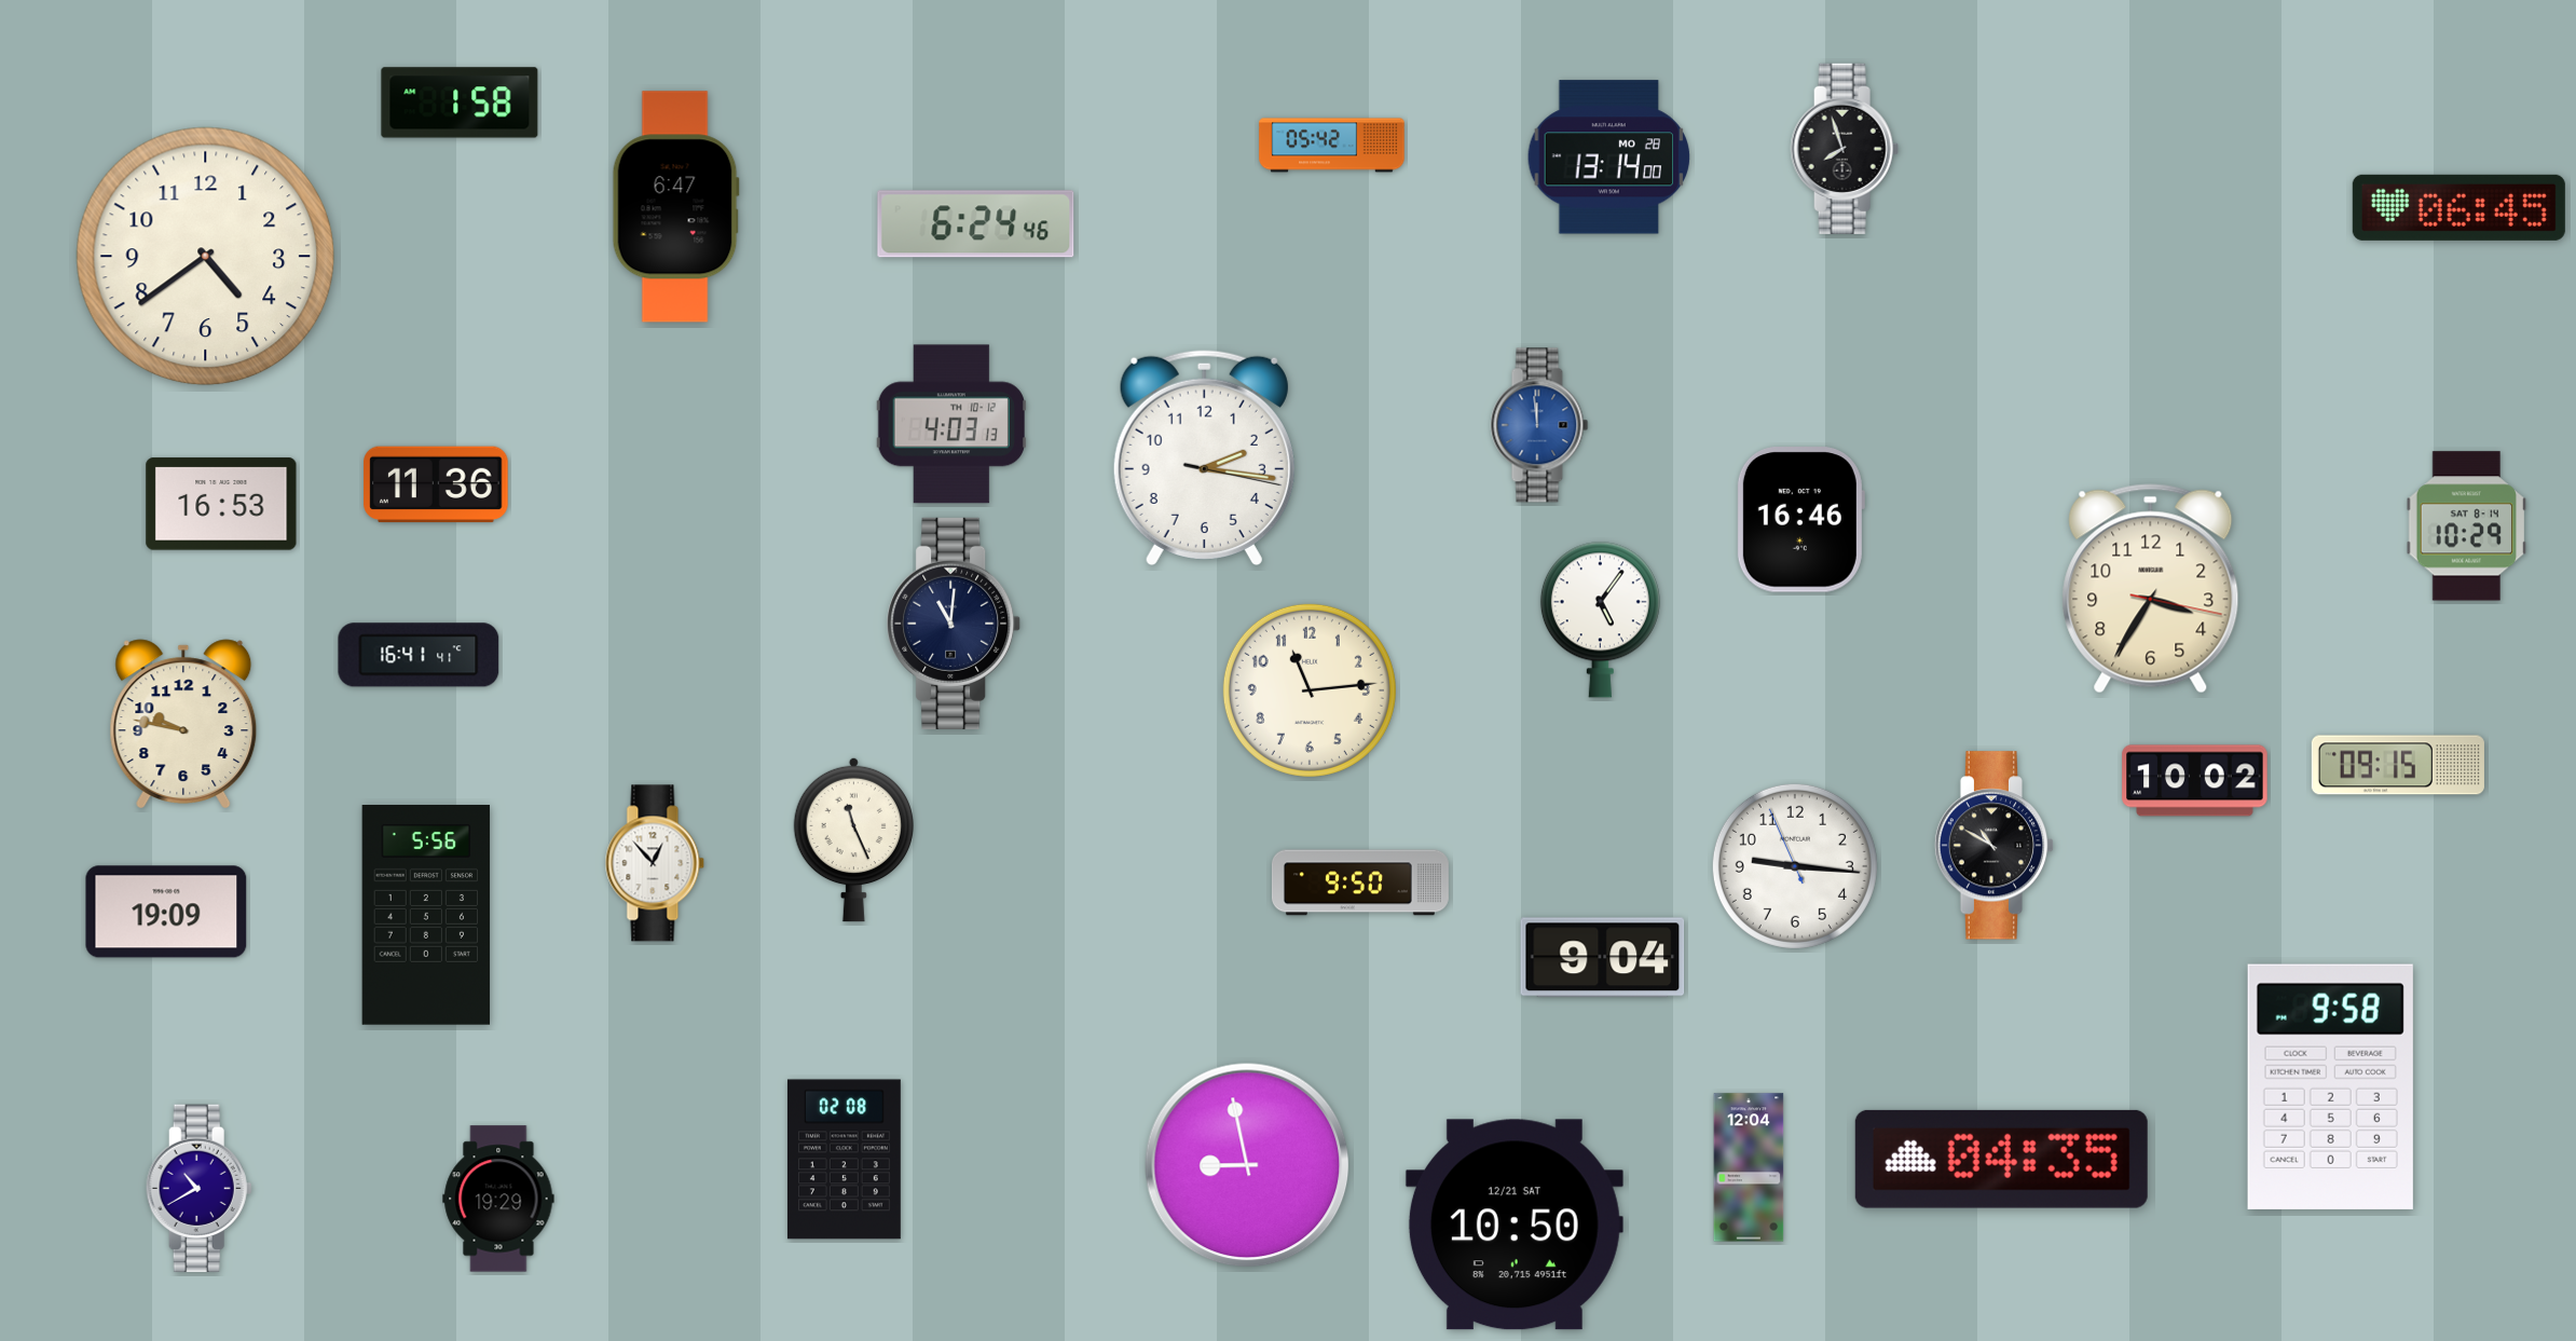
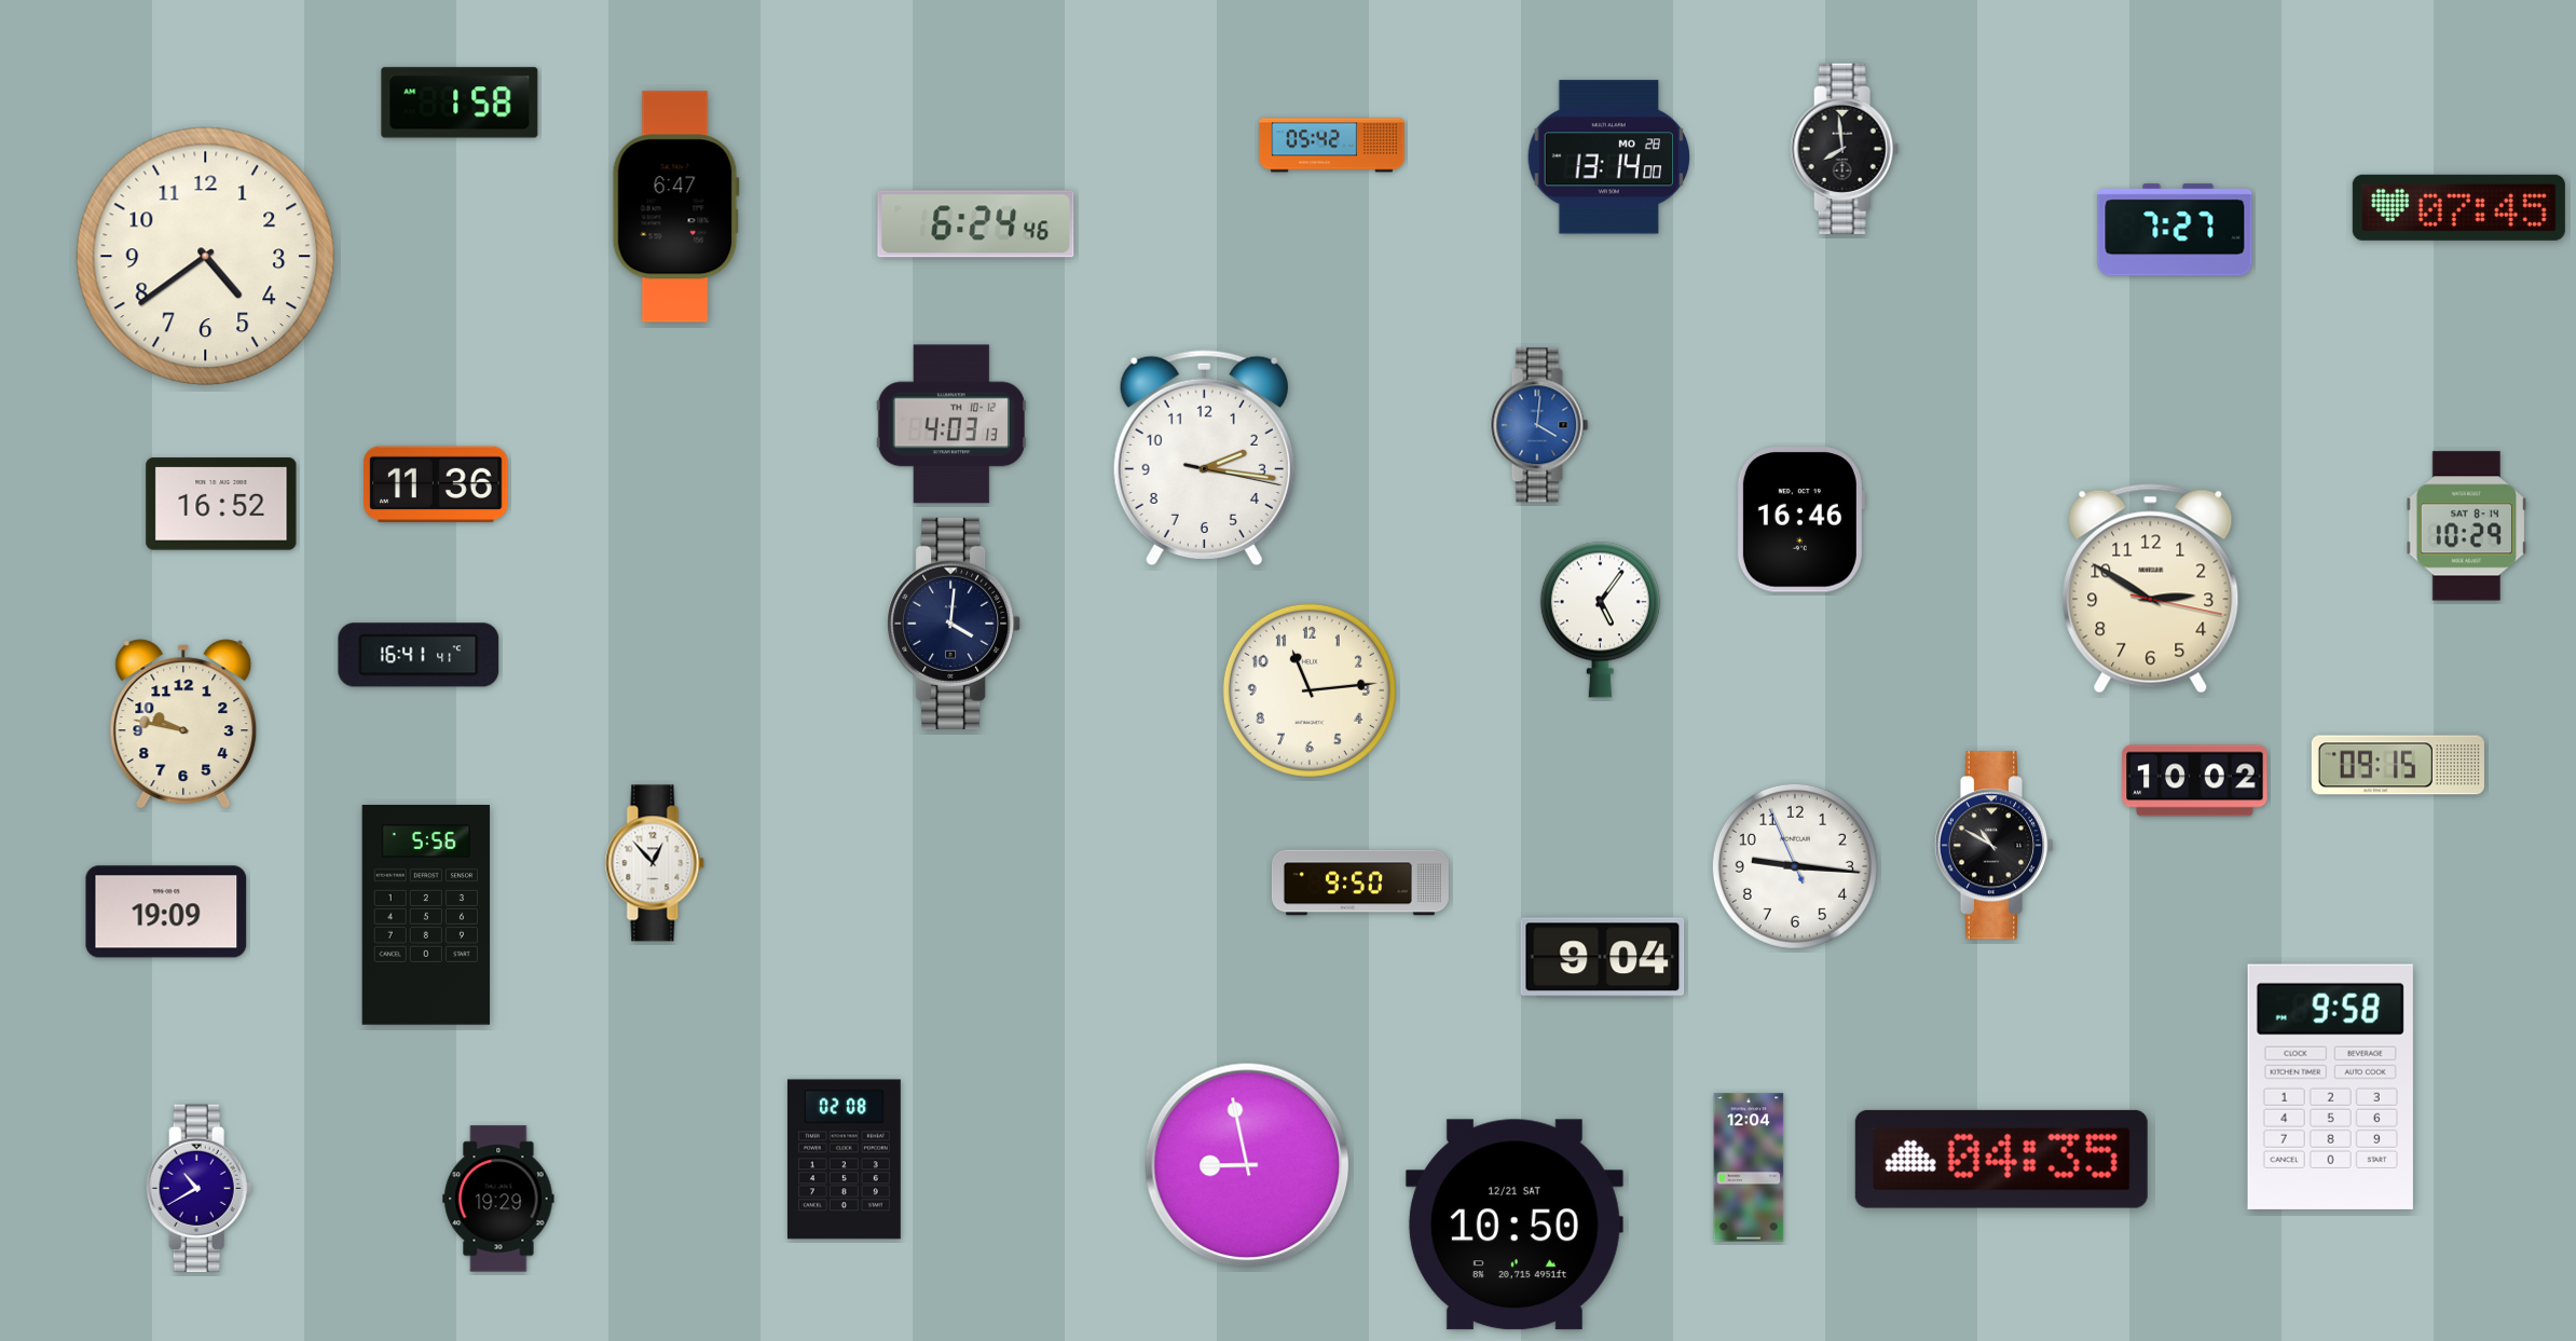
clock at (1845, 149): 7:57 -> 7:59
clock at (2458, 207): 06:45 -> 07:45
clock at (2175, 230): none -> 7:27
clock at (1539, 425): 11:59 -> 4:01
clock at (221, 504): 16:53 -> 16:52
clock at (2151, 589): 3:35 -> 2:50
clock at (955, 624): 11:01 -> 4:01
clock at (853, 839): 11:26 -> none
